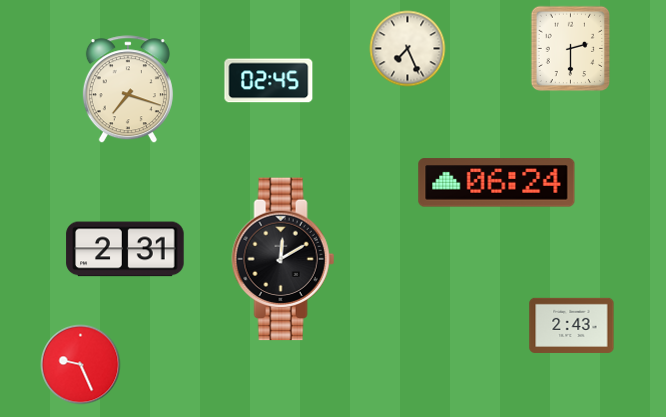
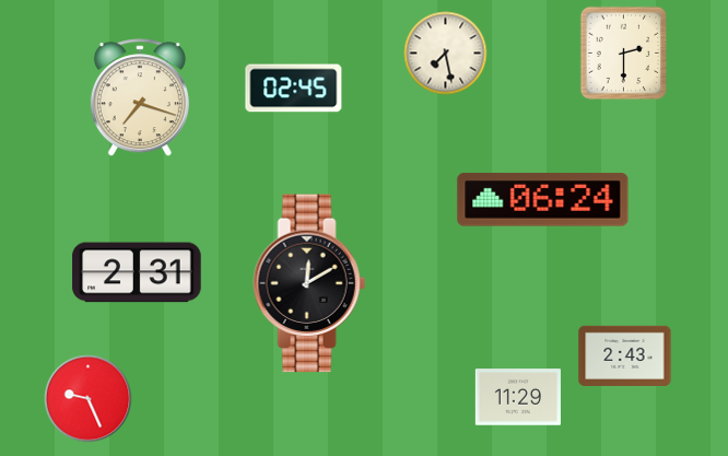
clock at (408, 49): 7:26 -> 7:28
clock at (518, 397): none -> 11:29
